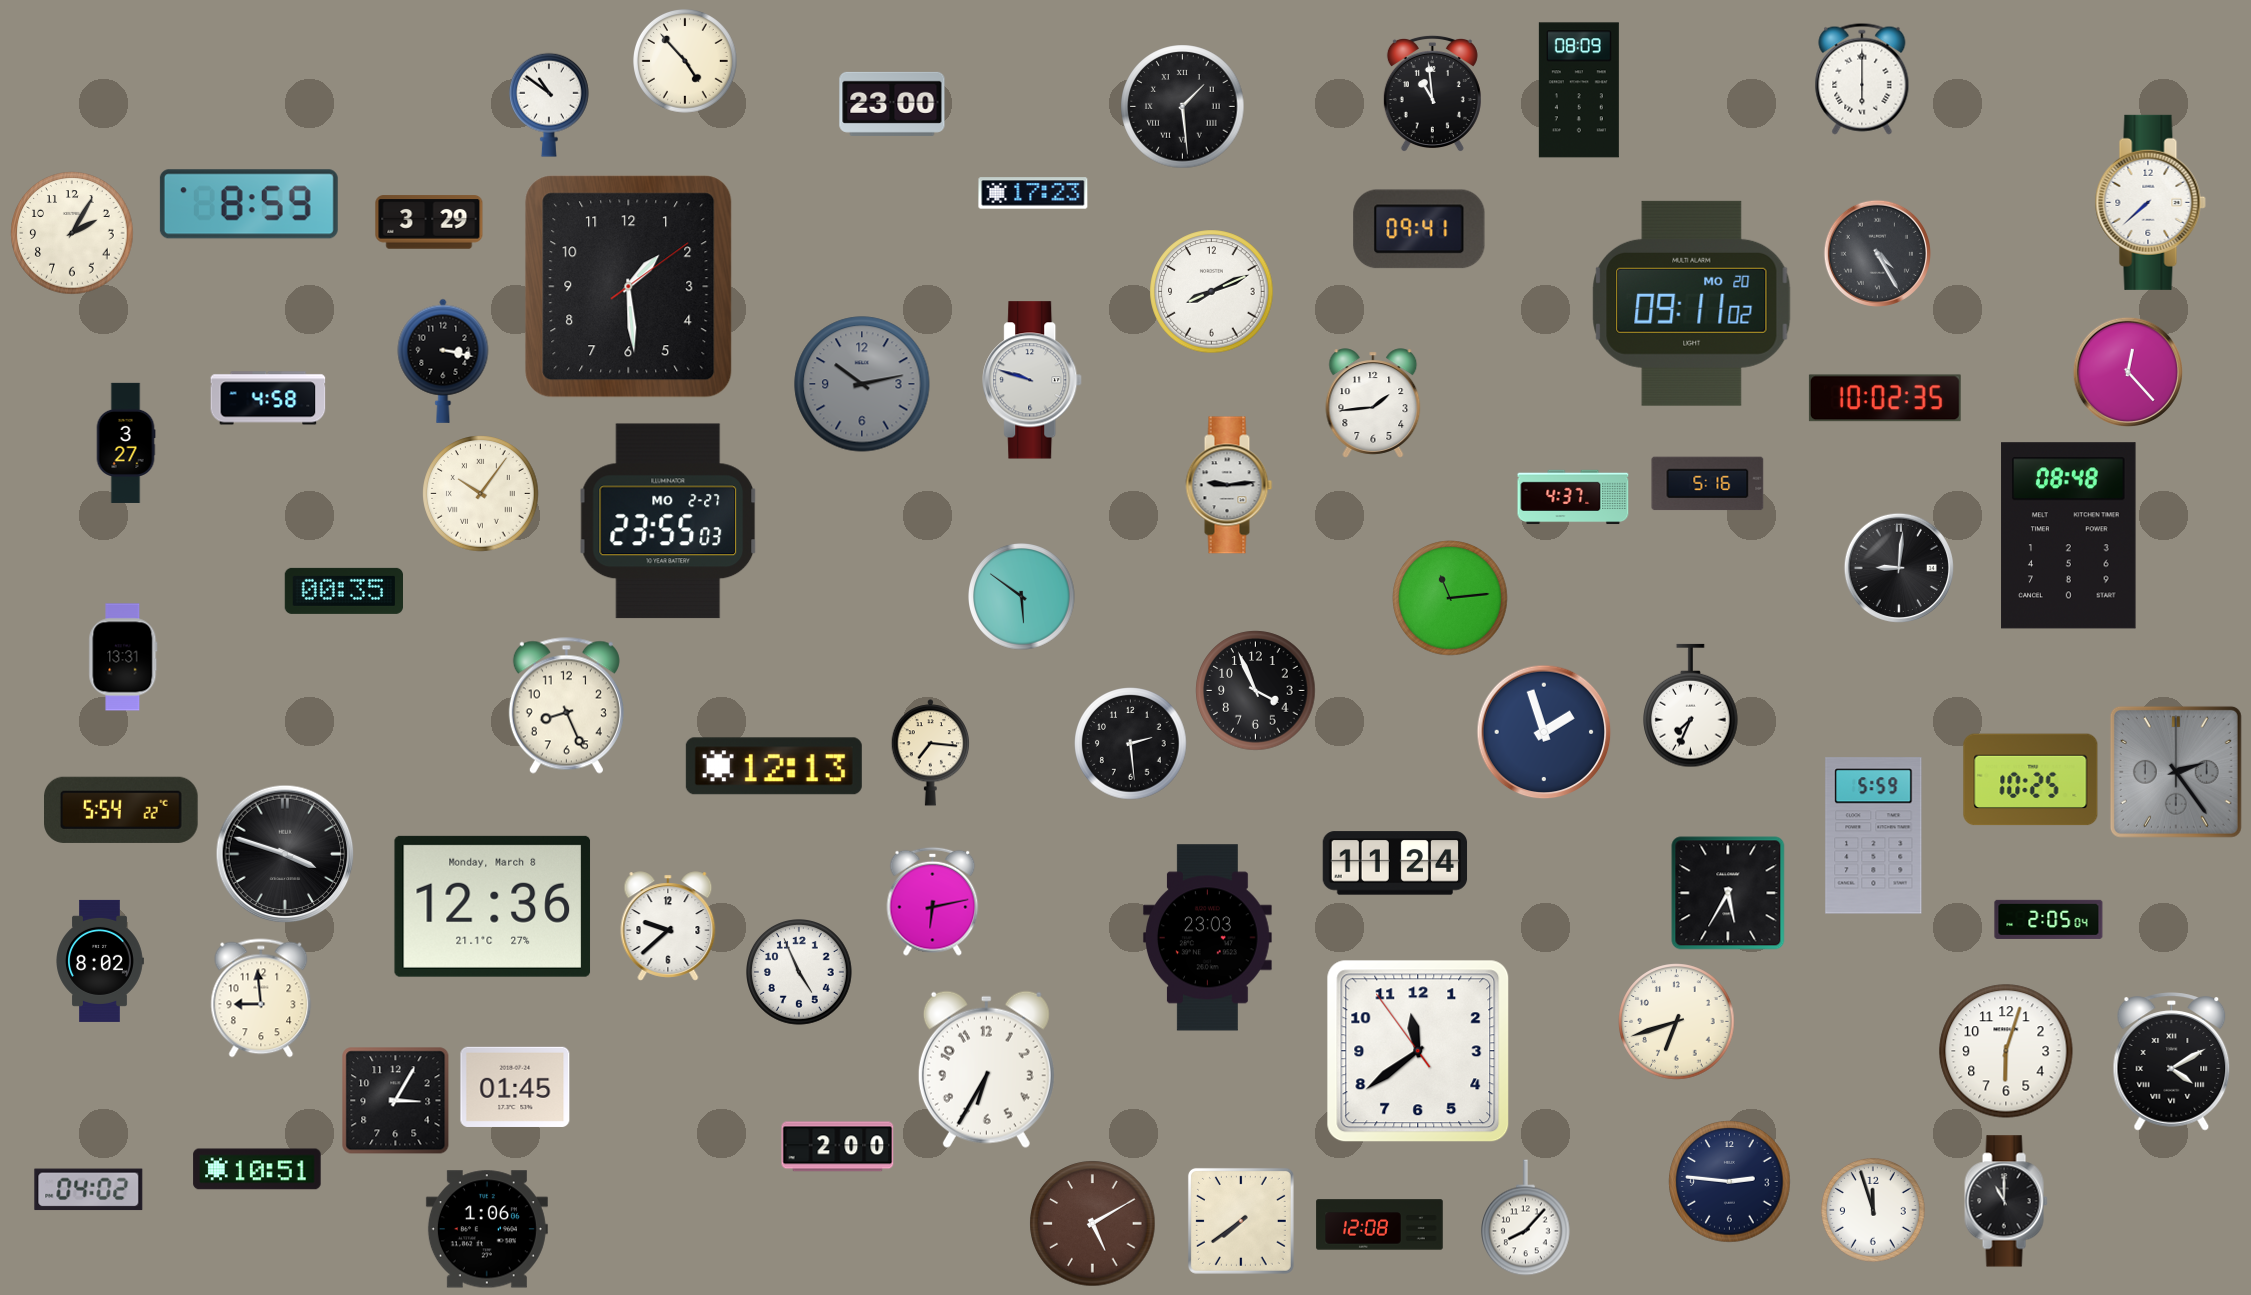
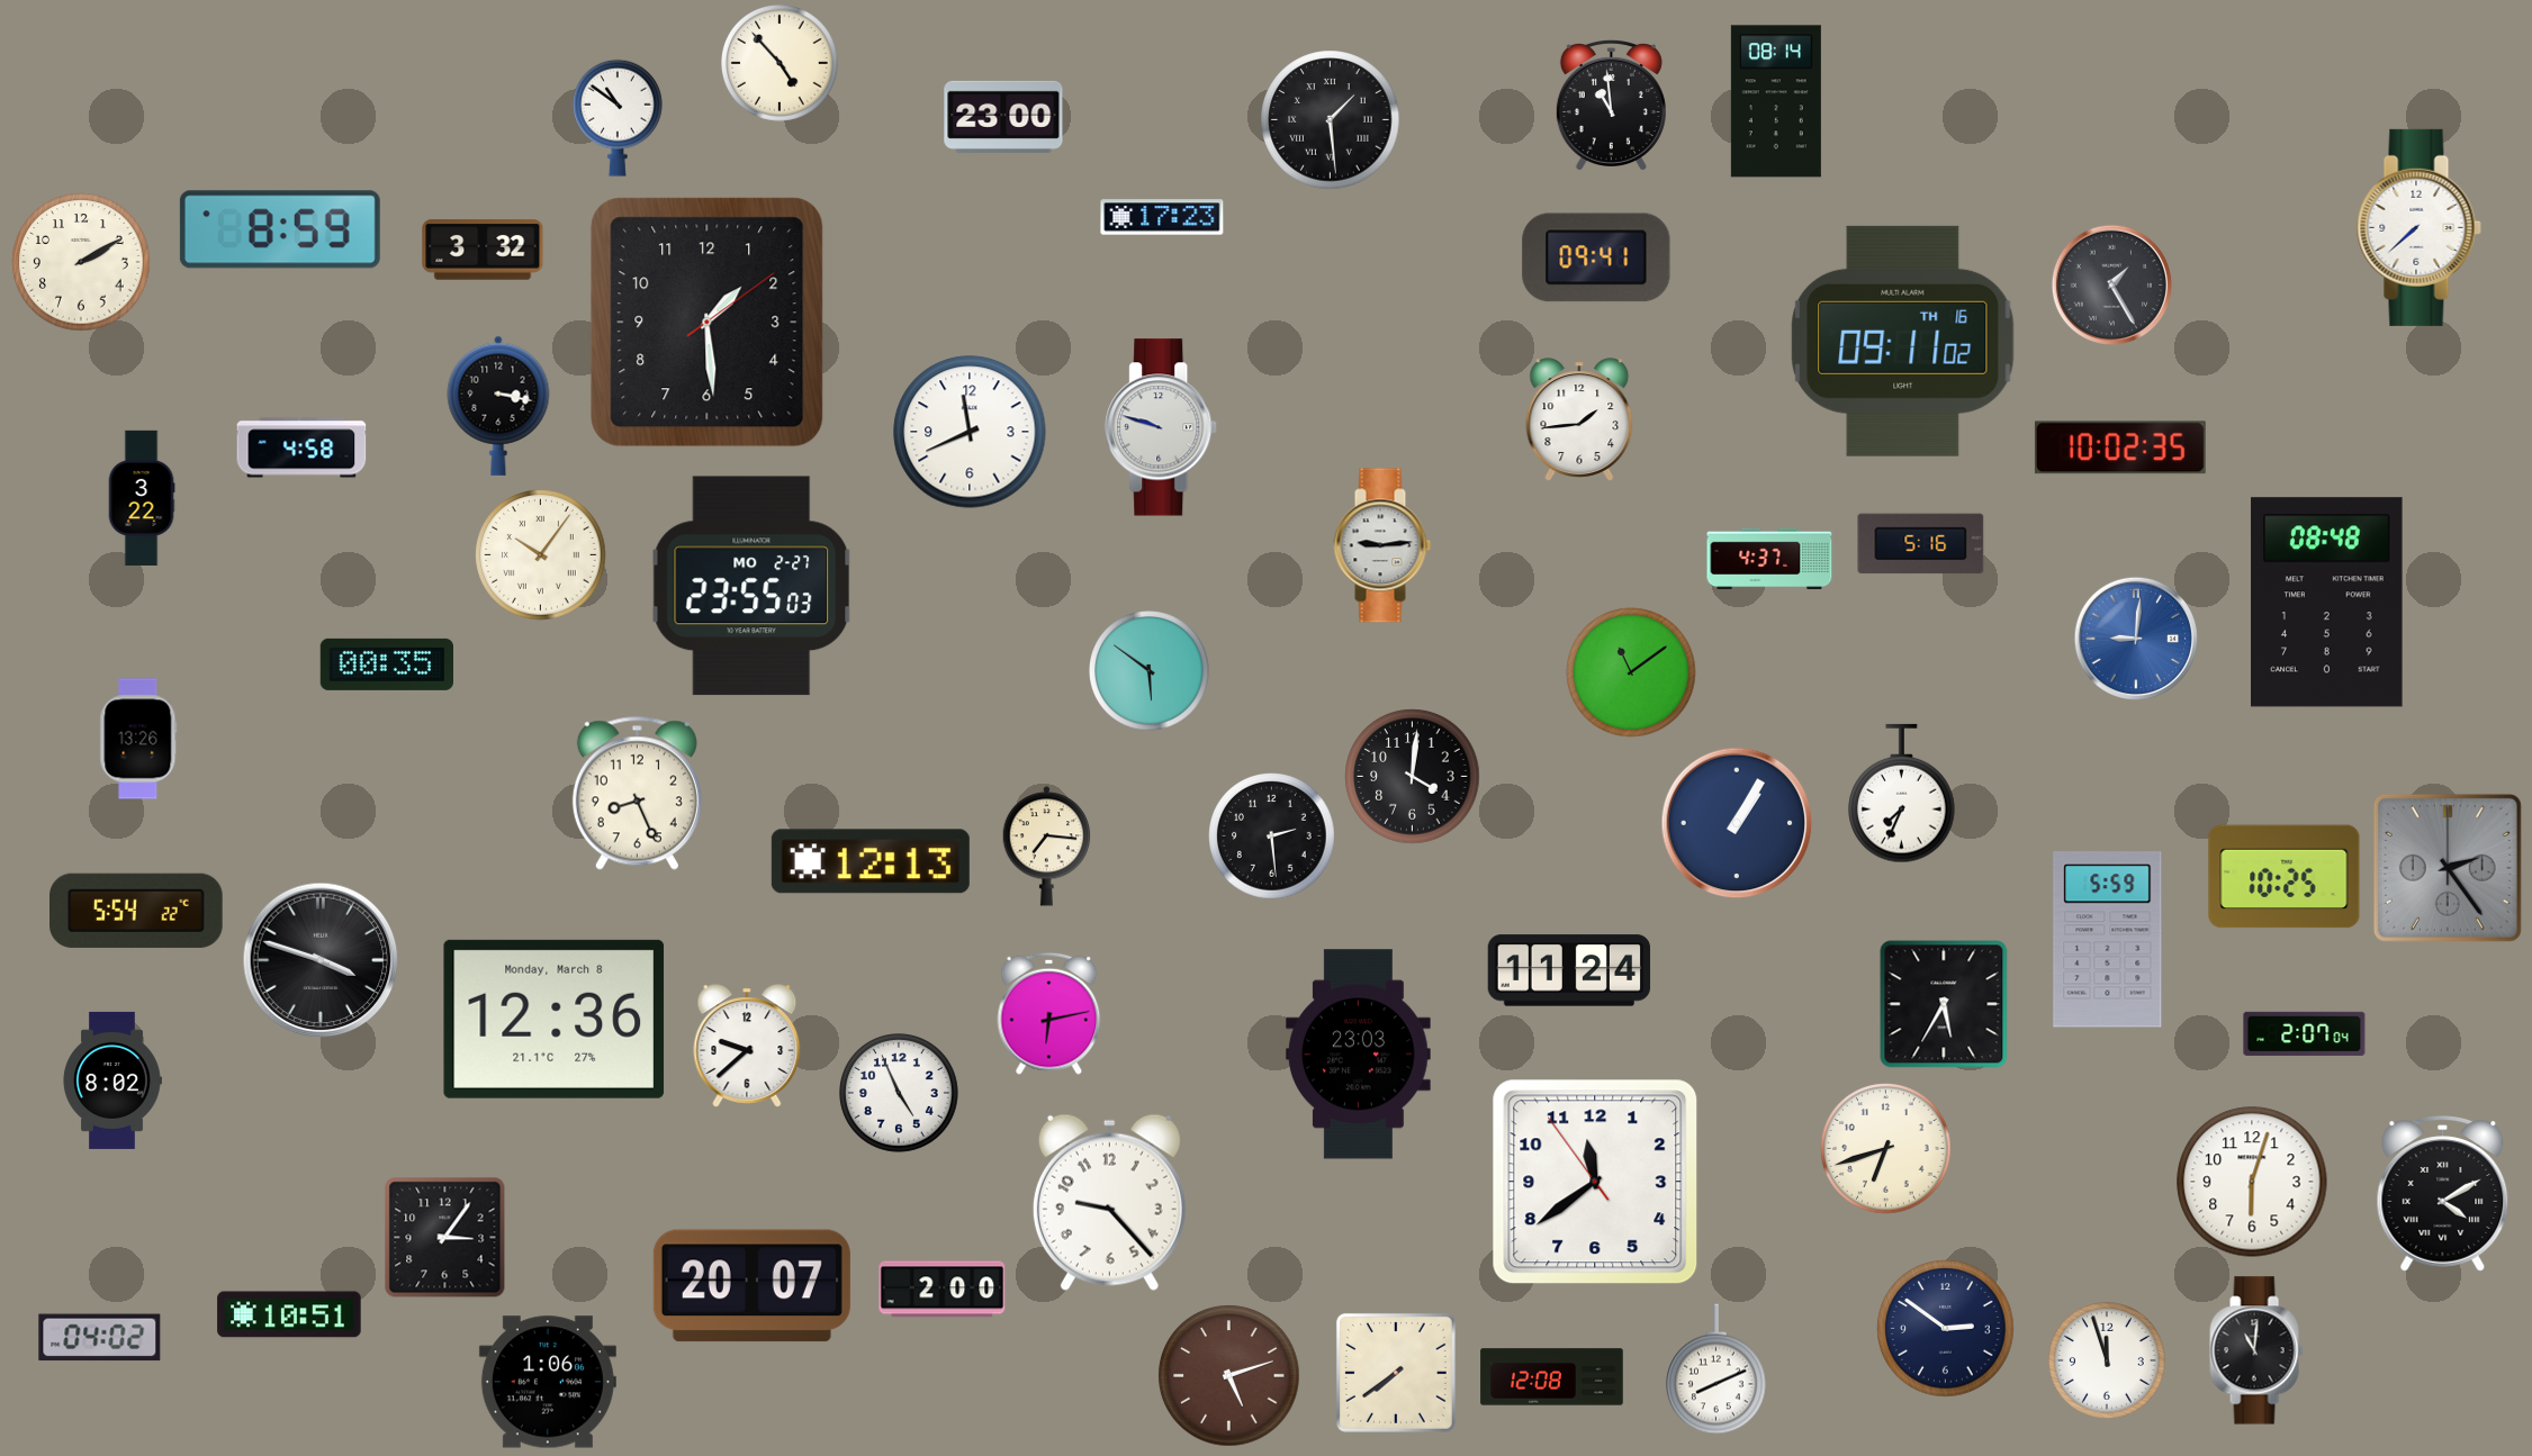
clock at (686, 62) position: (686, 62) -> (781, 64)
clock at (1862, 79): 6:00 -> none
clock at (1579, 90): 08:09 -> 08:14
clock at (429, 222): 3:29 -> 3:32
clock at (72, 233): 2:05 -> 2:10
clock at (1877, 253): 4:25 -> 1:25
clock at (1212, 292): 8:11 -> none
clock at (1692, 303) date: MO 20 -> TH 16
clock at (2128, 372): 12:23 -> none
clock at (862, 384): 10:13 -> 11:41
clock at (862, 384) dial: grey -> white
clock at (1373, 403) position: (1373, 403) -> (1579, 419)
clock at (126, 443): 3:27 -> 3:22
clock at (1899, 568) dial: black -> blue
clock at (1450, 598): 11:14 -> 11:09
clock at (123, 657): 13:31 -> 13:26
clock at (1256, 691): 3:56 -> 4:01
clock at (1544, 732): 1:57 -> 1:05
clock at (2049, 919): 2:05 -> 2:07
clock at (668, 926) position: (668, 926) -> (747, 1046)
clock at (261, 998): 8:59 -> none
clock at (2006, 1051) position: (2006, 1051) -> (2252, 1182)
clock at (986, 1069): 6:35 -> 9:23
clock at (515, 1087): 01:45 -> none
clock at (396, 1101): 3:05 -> 3:06
clock at (751, 1286): none -> 20:07
clock at (1730, 1182): 2:46 -> 2:51
clock at (2006, 1201): 11:00 -> 11:01
clock at (1526, 1218): 8:07 -> 8:11
clock at (1093, 1224): 5:10 -> 5:12
